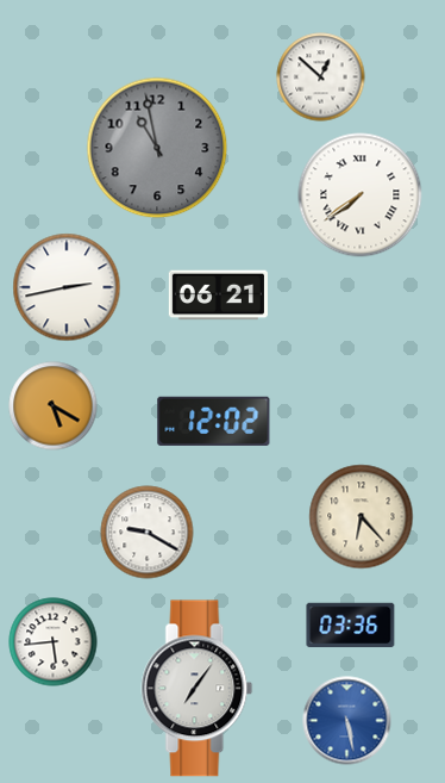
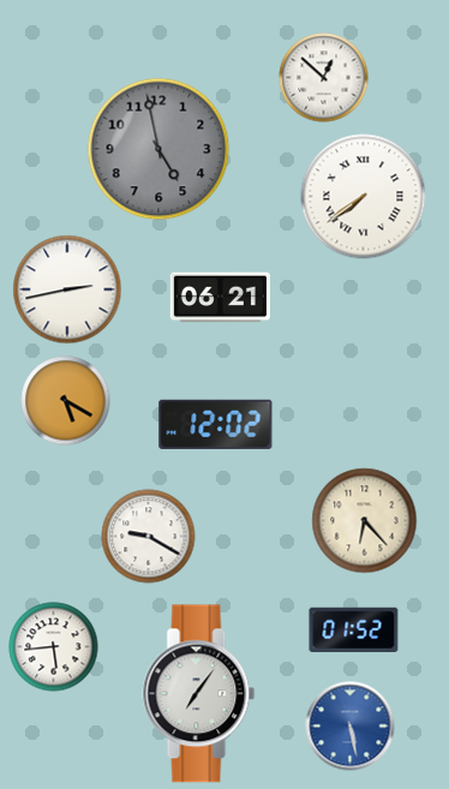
clock at (157, 148): 10:58 -> 4:58
clock at (54, 406) position: (54, 406) -> (66, 401)
clock at (351, 626): 03:36 -> 01:52
